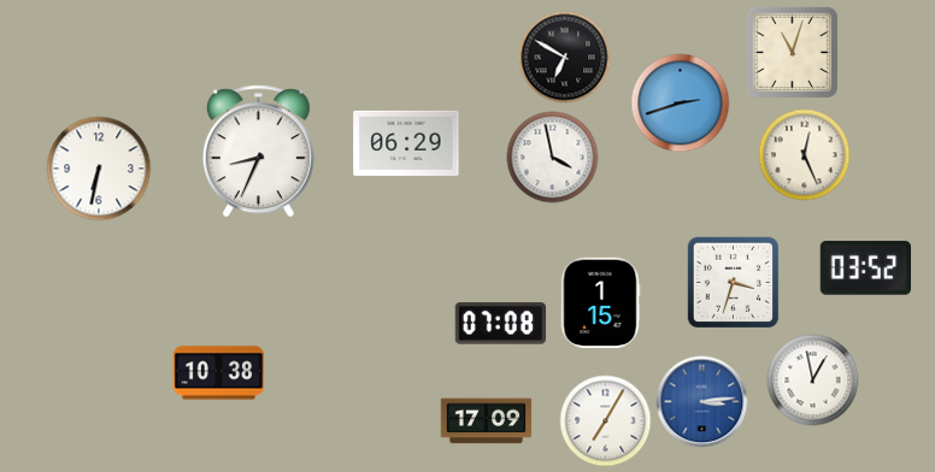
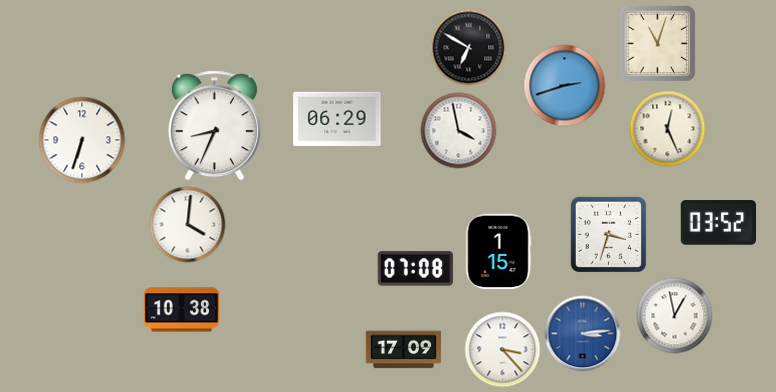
clock at (99, 169): 6:32 -> 6:33
clock at (188, 225): none -> 4:01
clock at (606, 421): 7:05 -> 3:23
